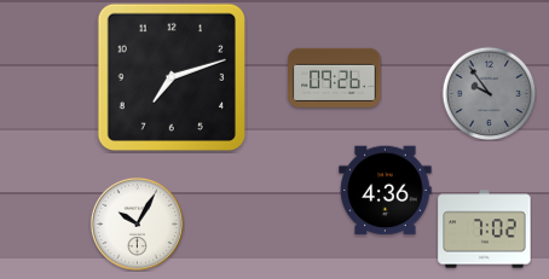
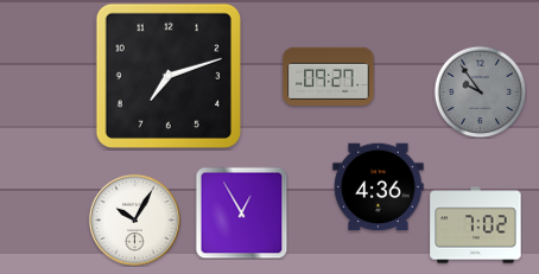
clock at (335, 77): 09:26 -> 09:27
clock at (241, 212): none -> 12:55
